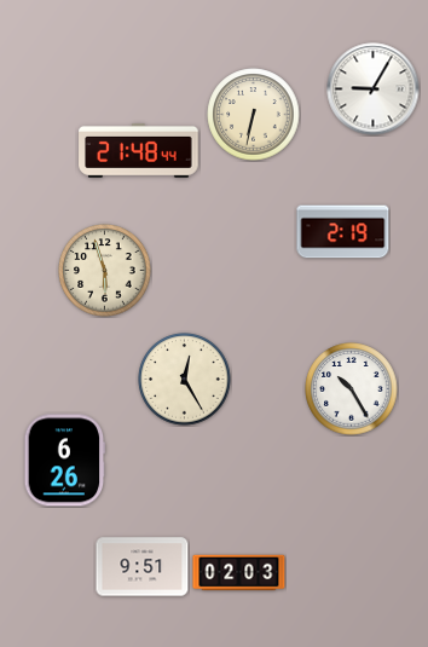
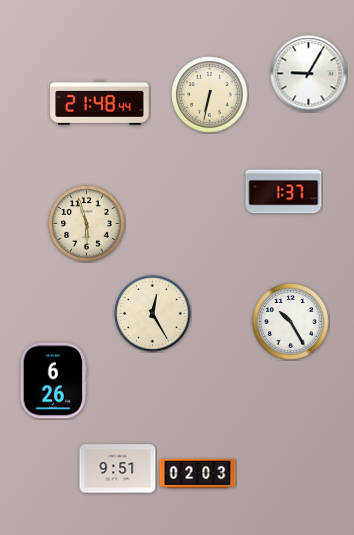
clock at (139, 150) position: (139, 150) -> (100, 102)
clock at (343, 232): 2:19 -> 1:37
